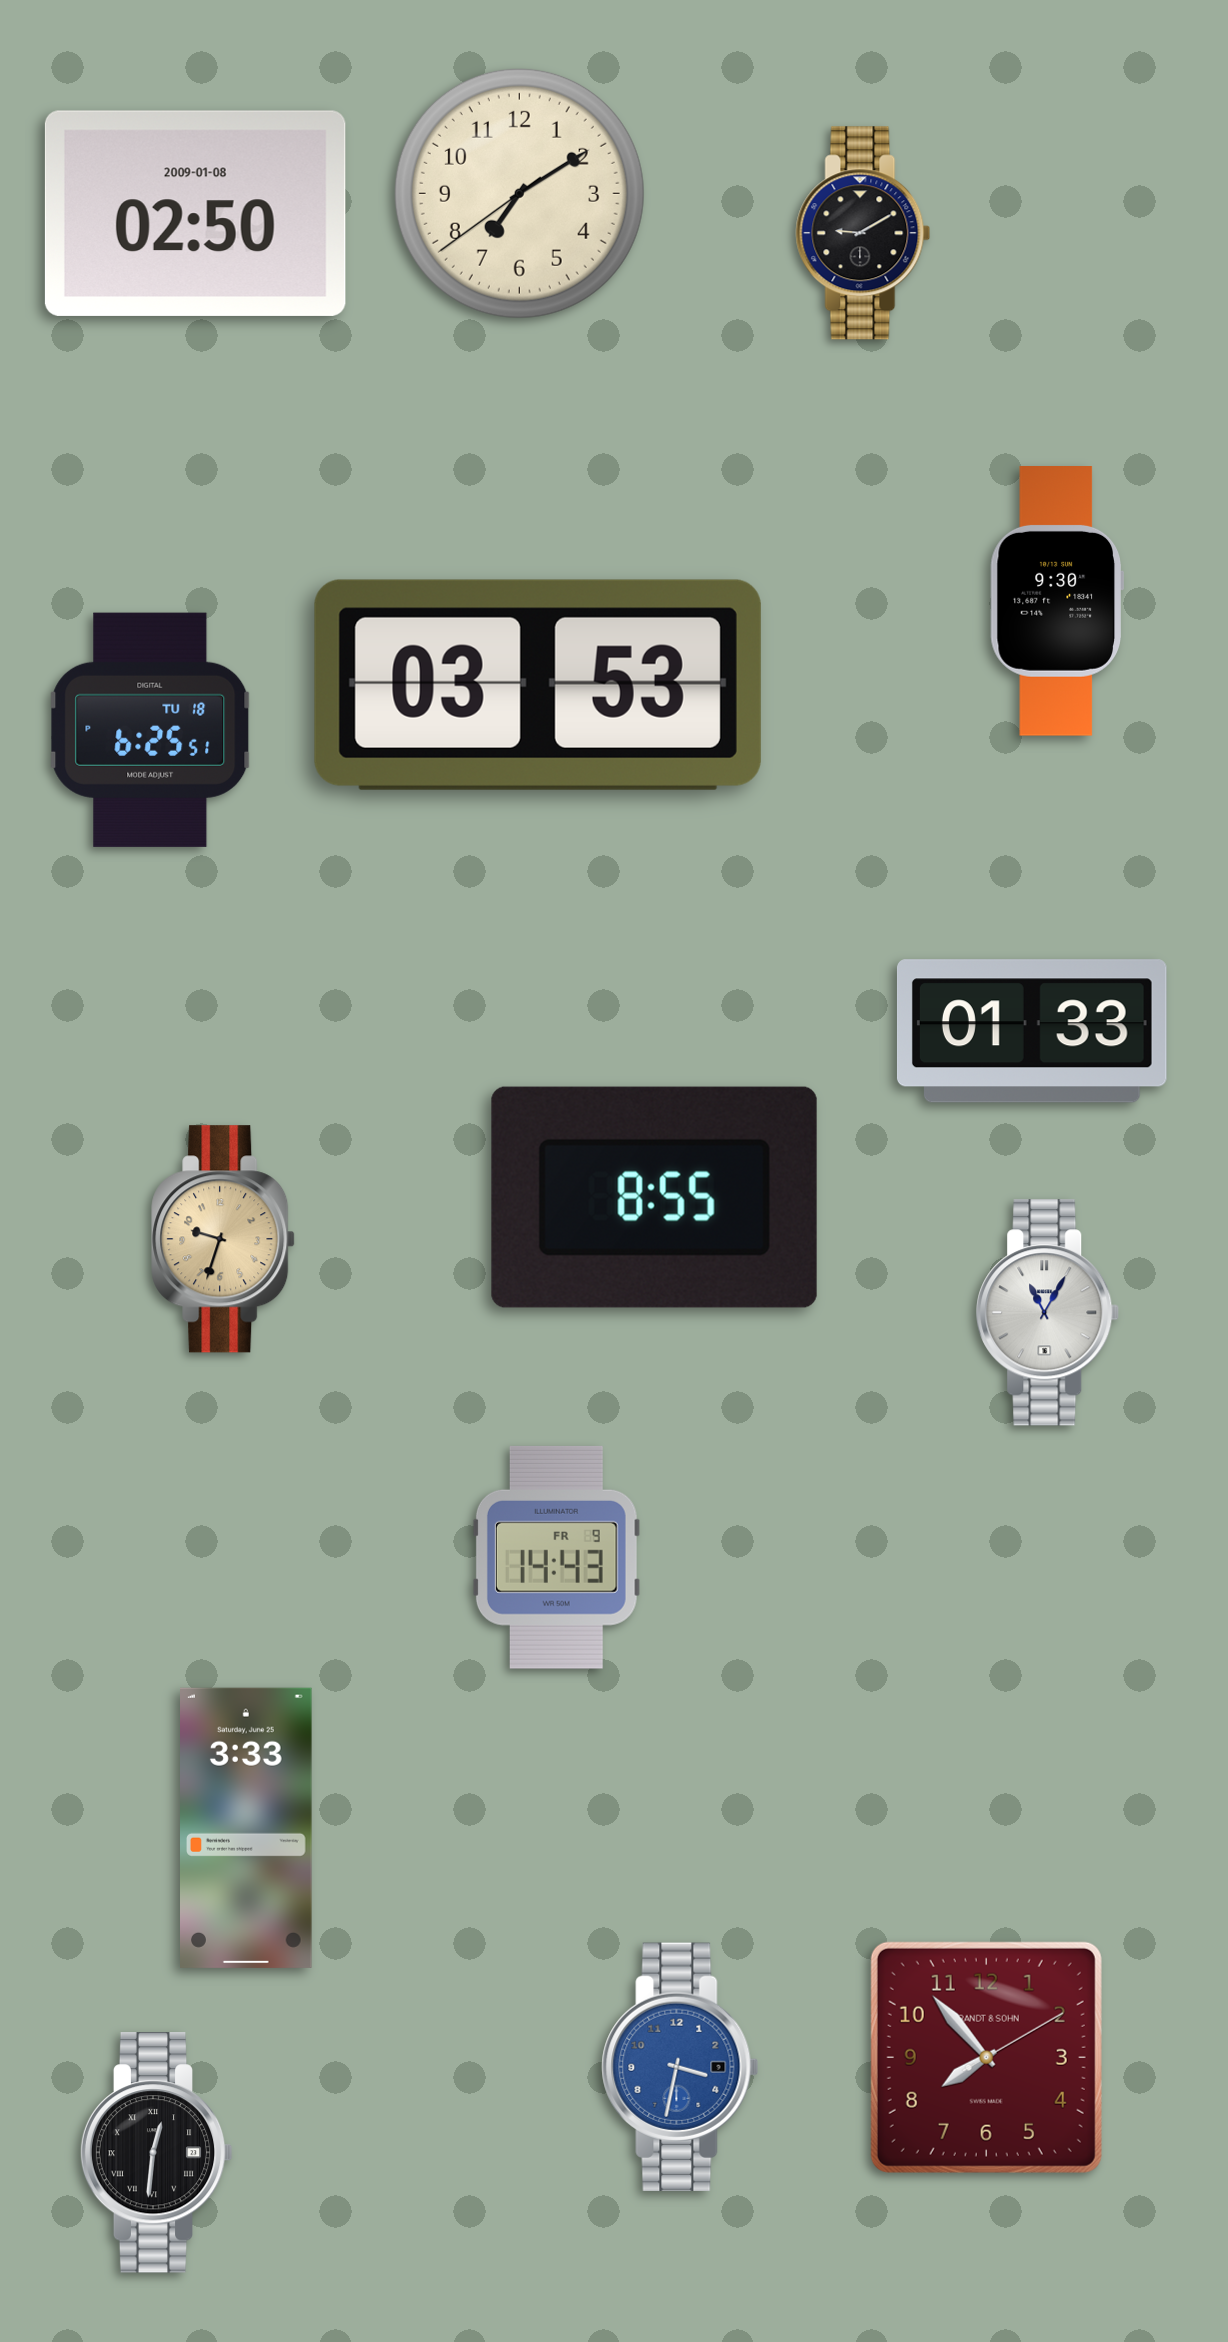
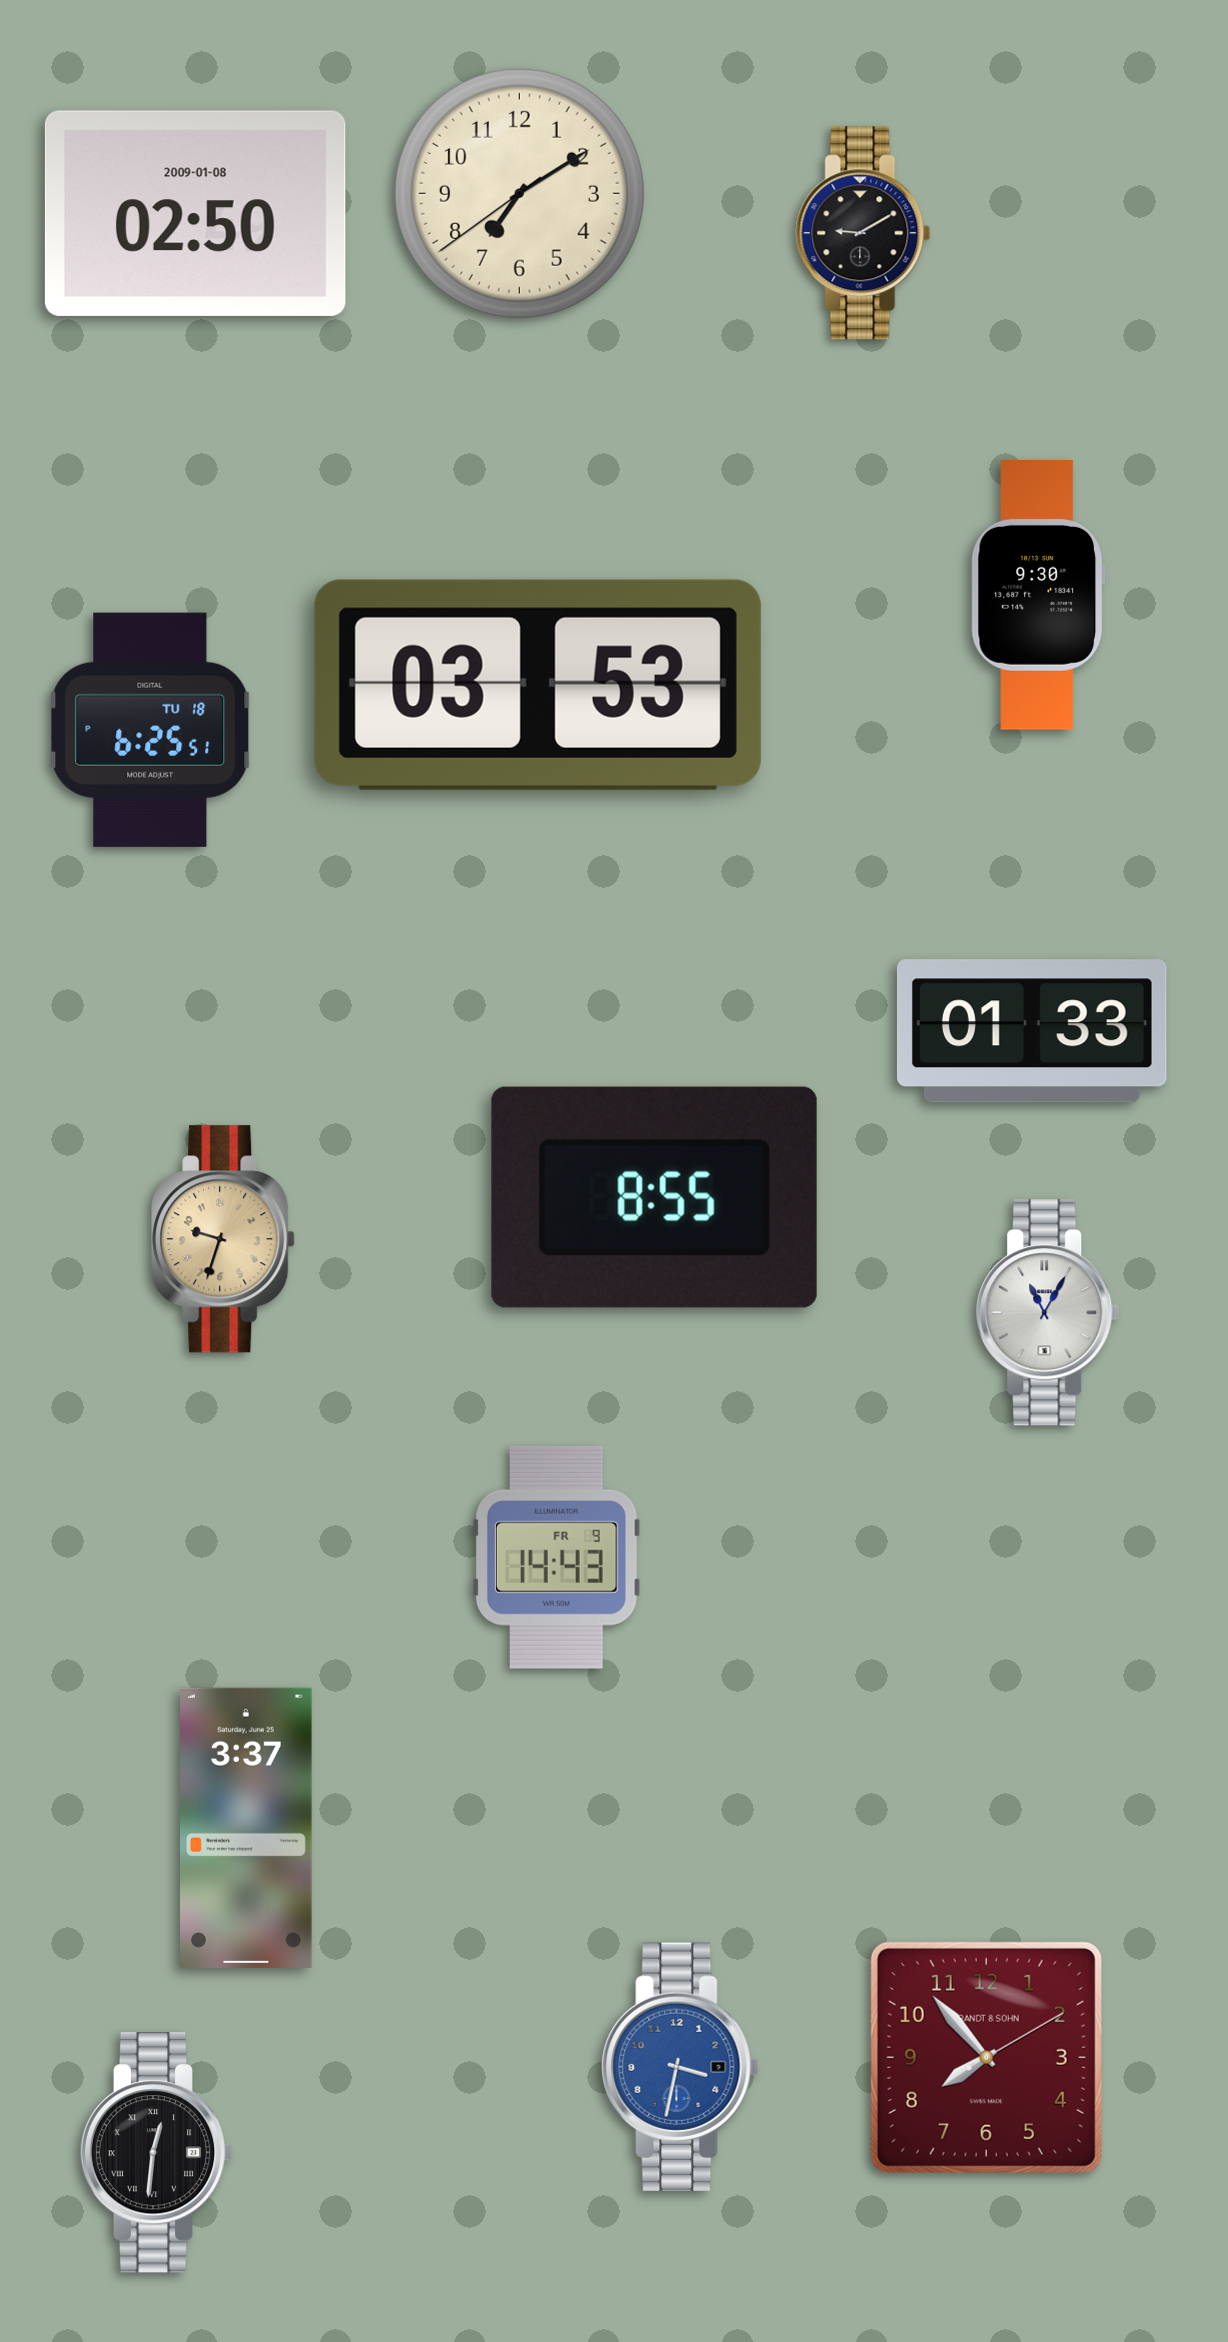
clock at (1057, 602) position: (1057, 602) -> (1038, 596)
clock at (247, 1828): 3:33 -> 3:37
